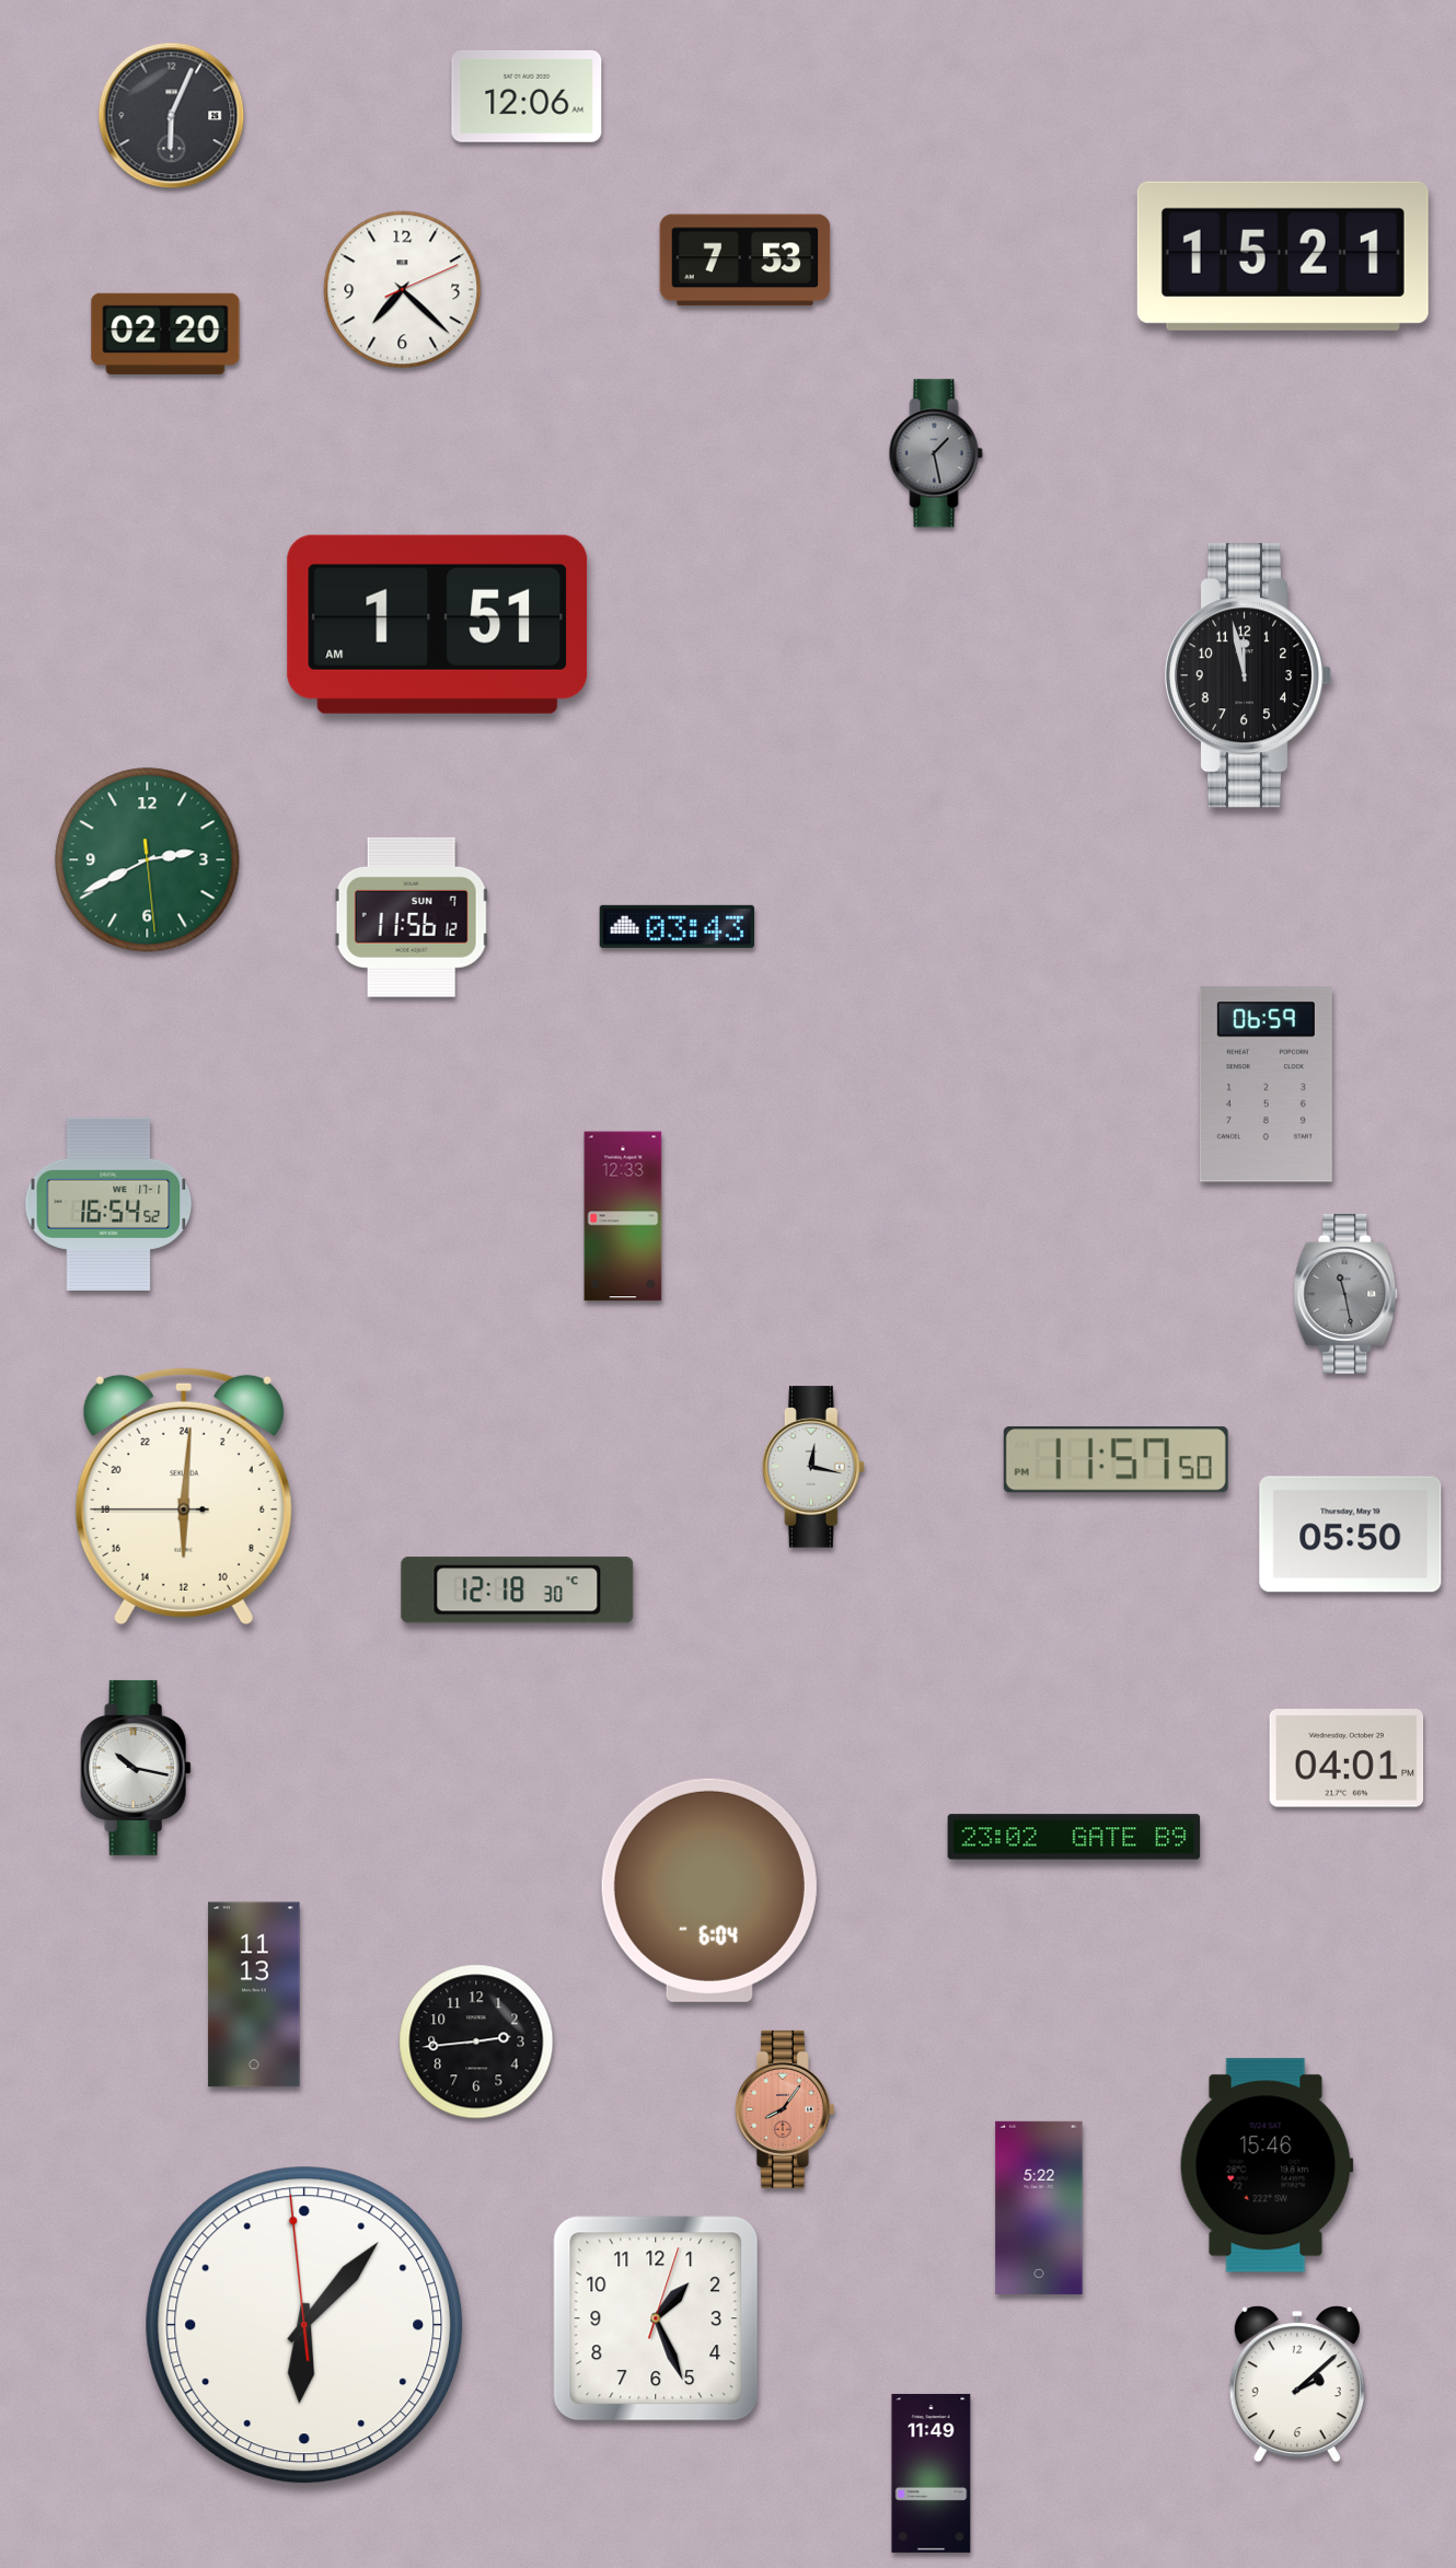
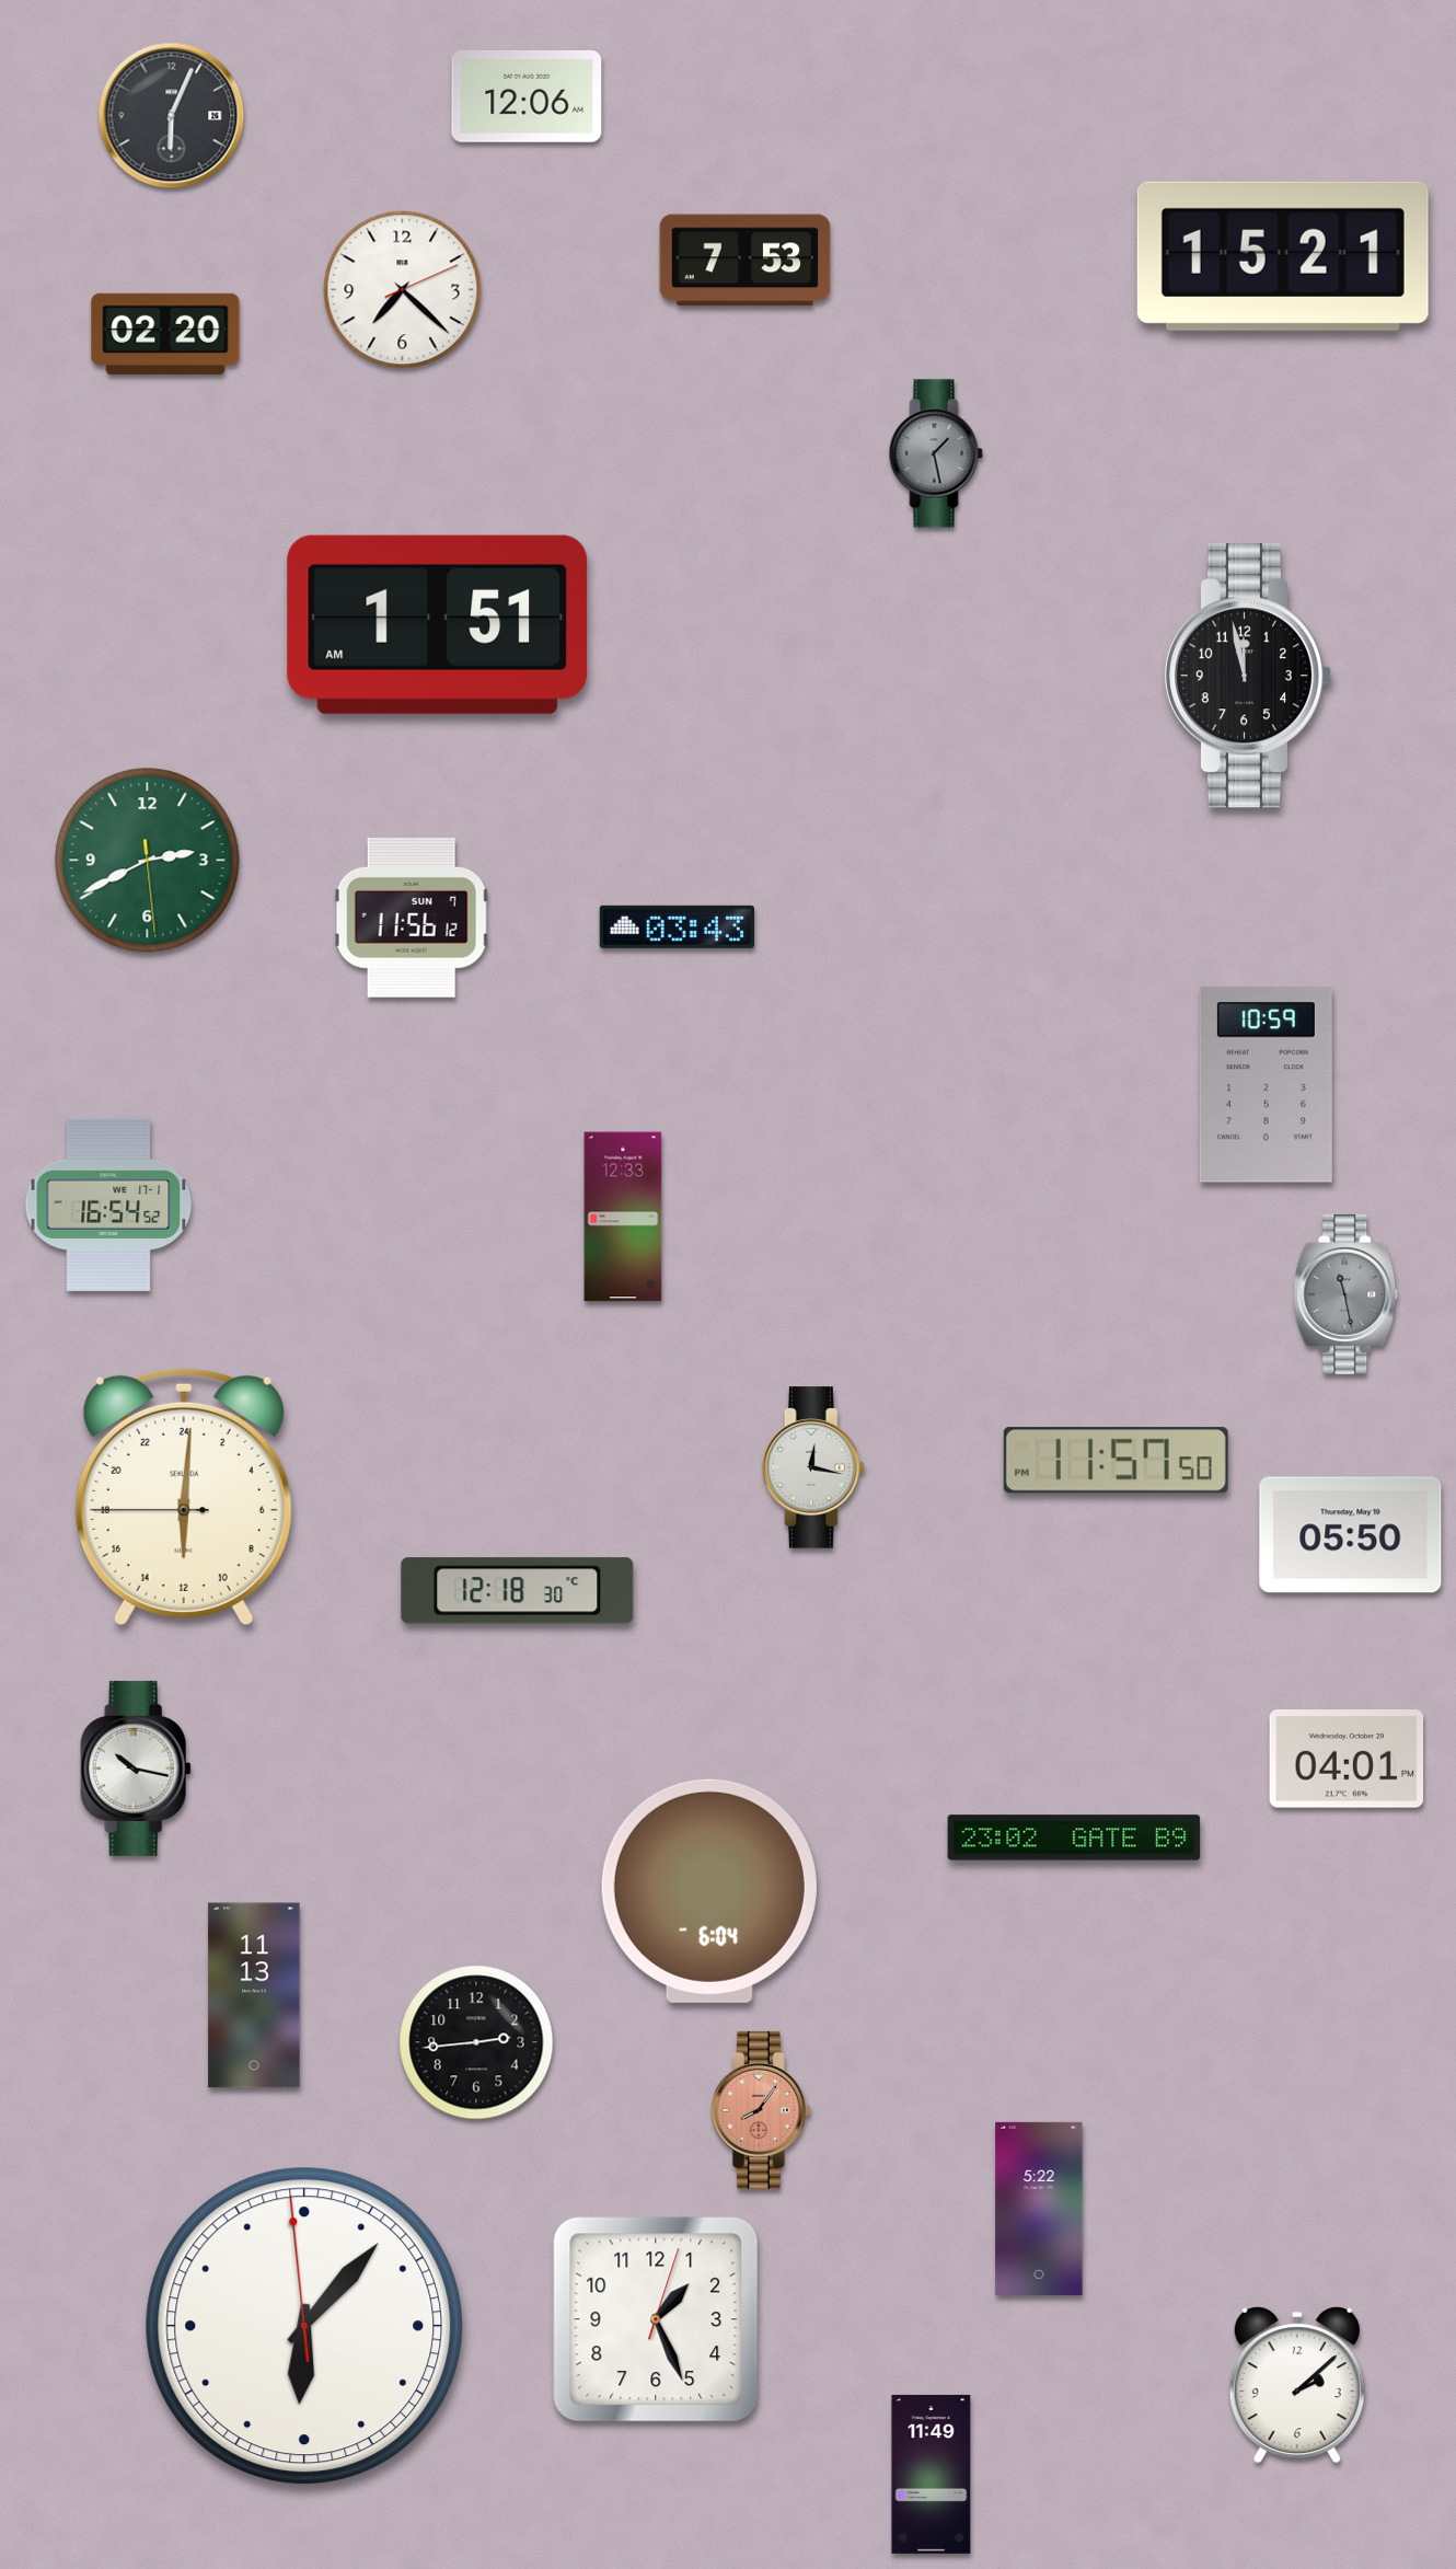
clock at (1266, 1085): 06:59 -> 10:59
clock at (785, 2109) position: (785, 2109) -> (761, 2110)
clock at (1267, 2165): 15:46 -> none
